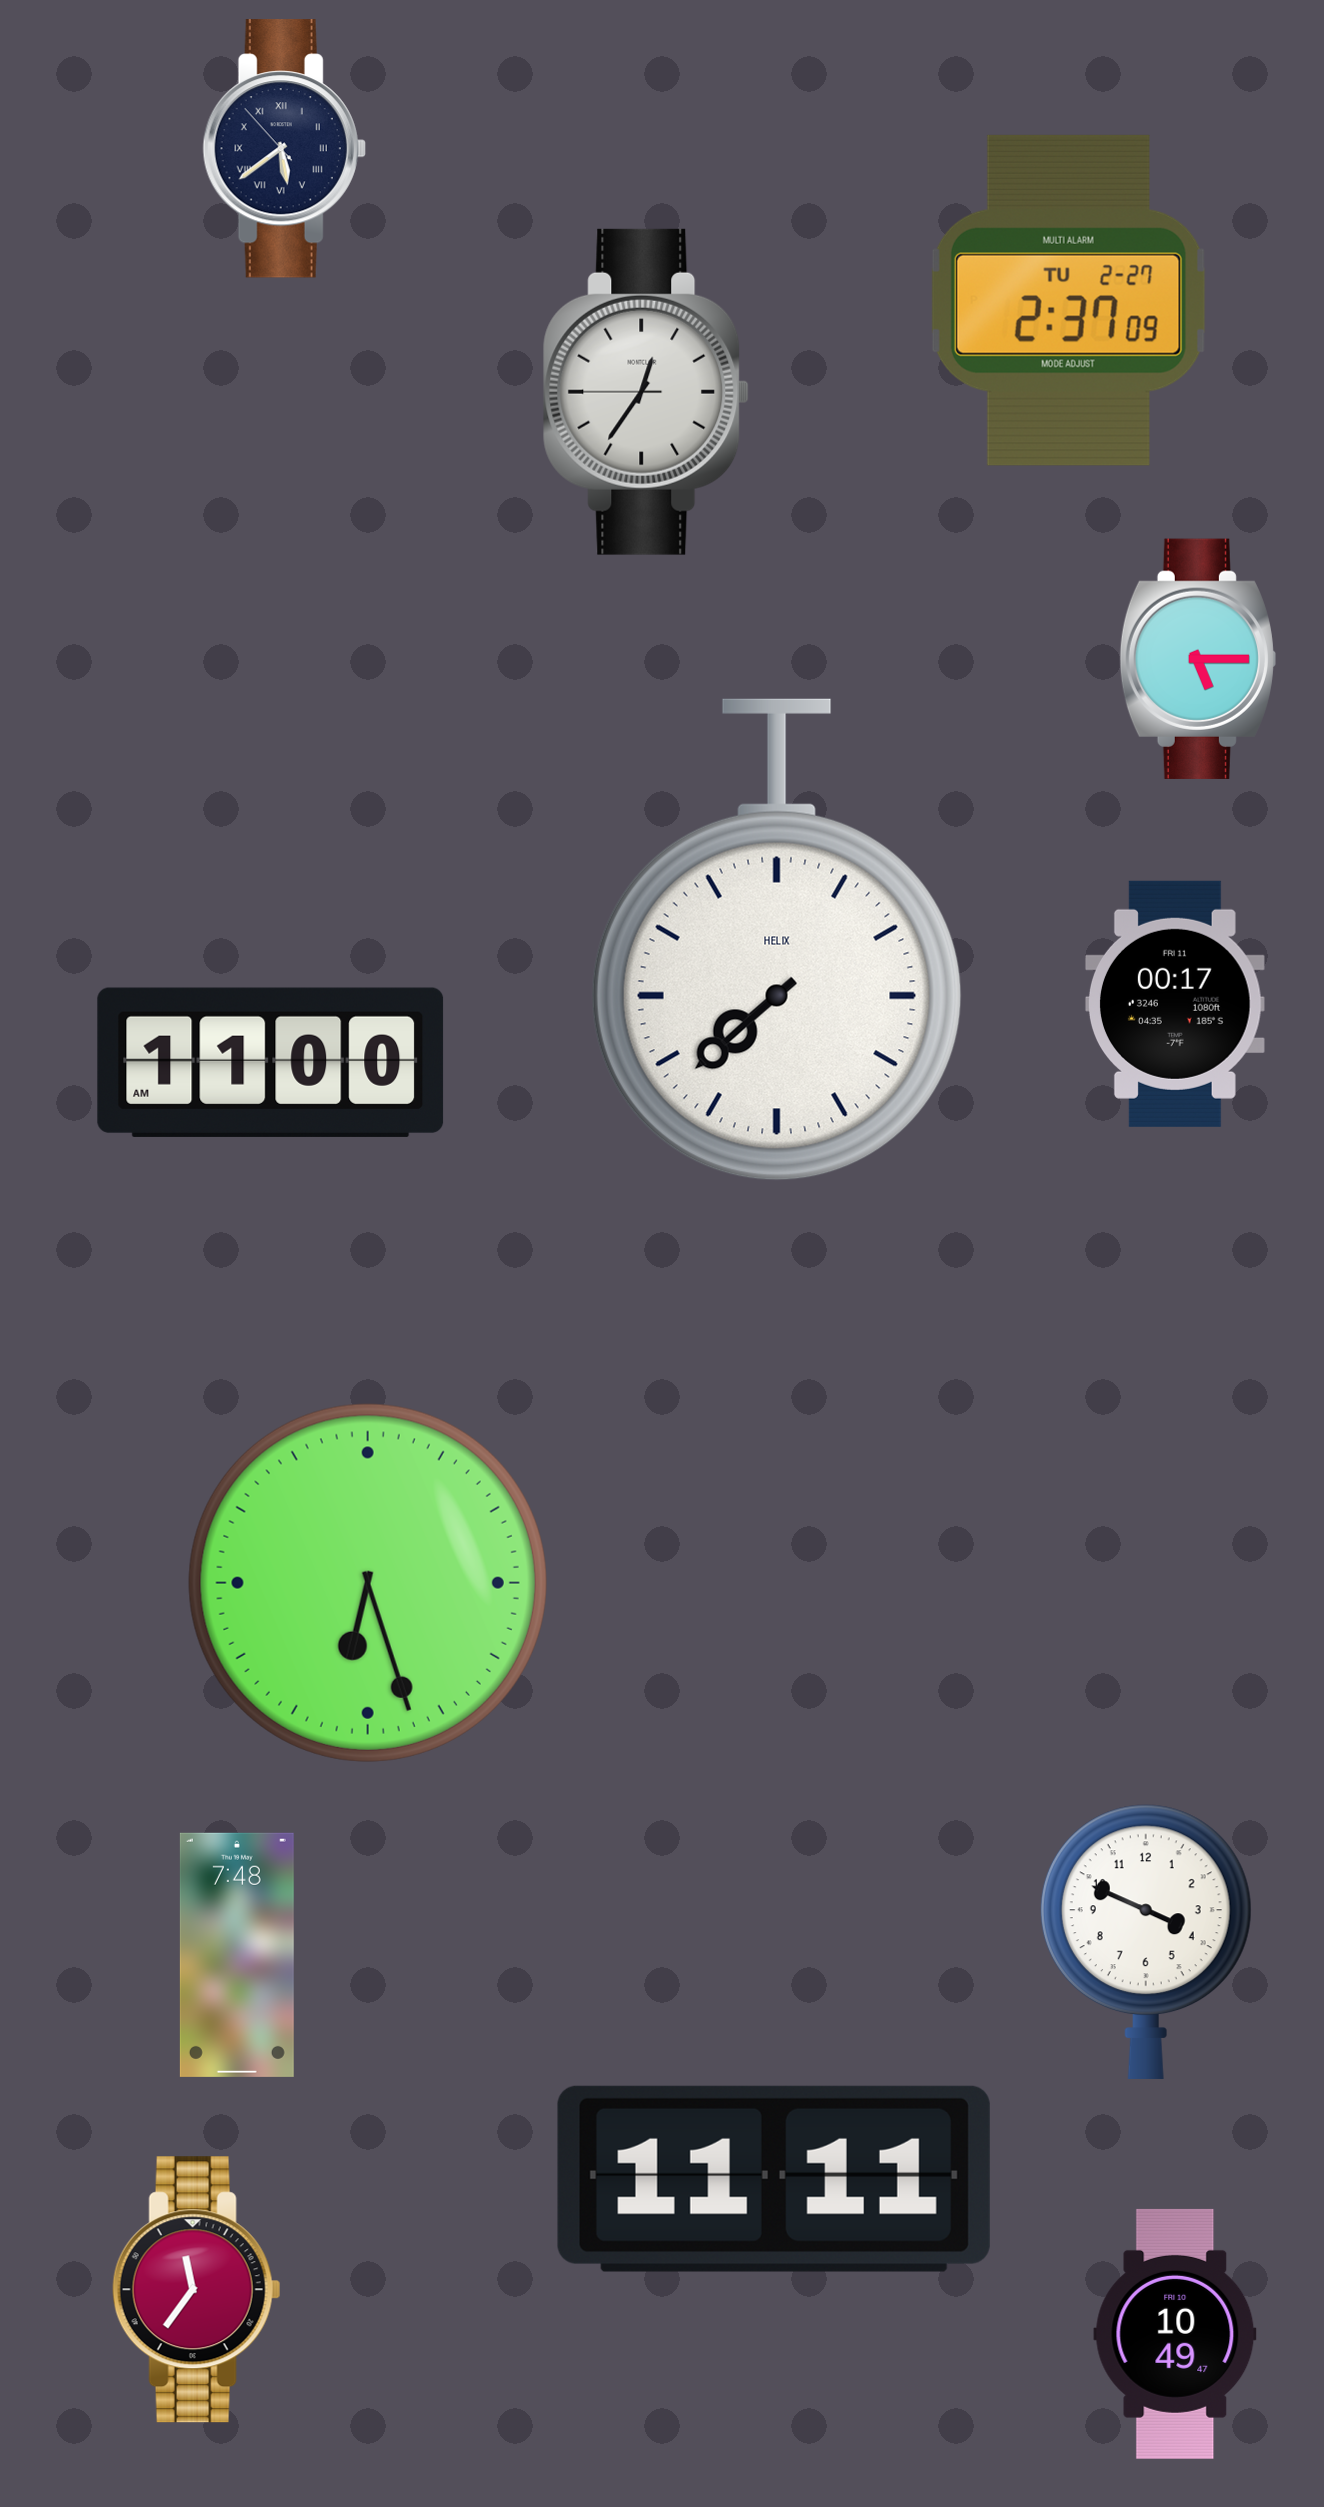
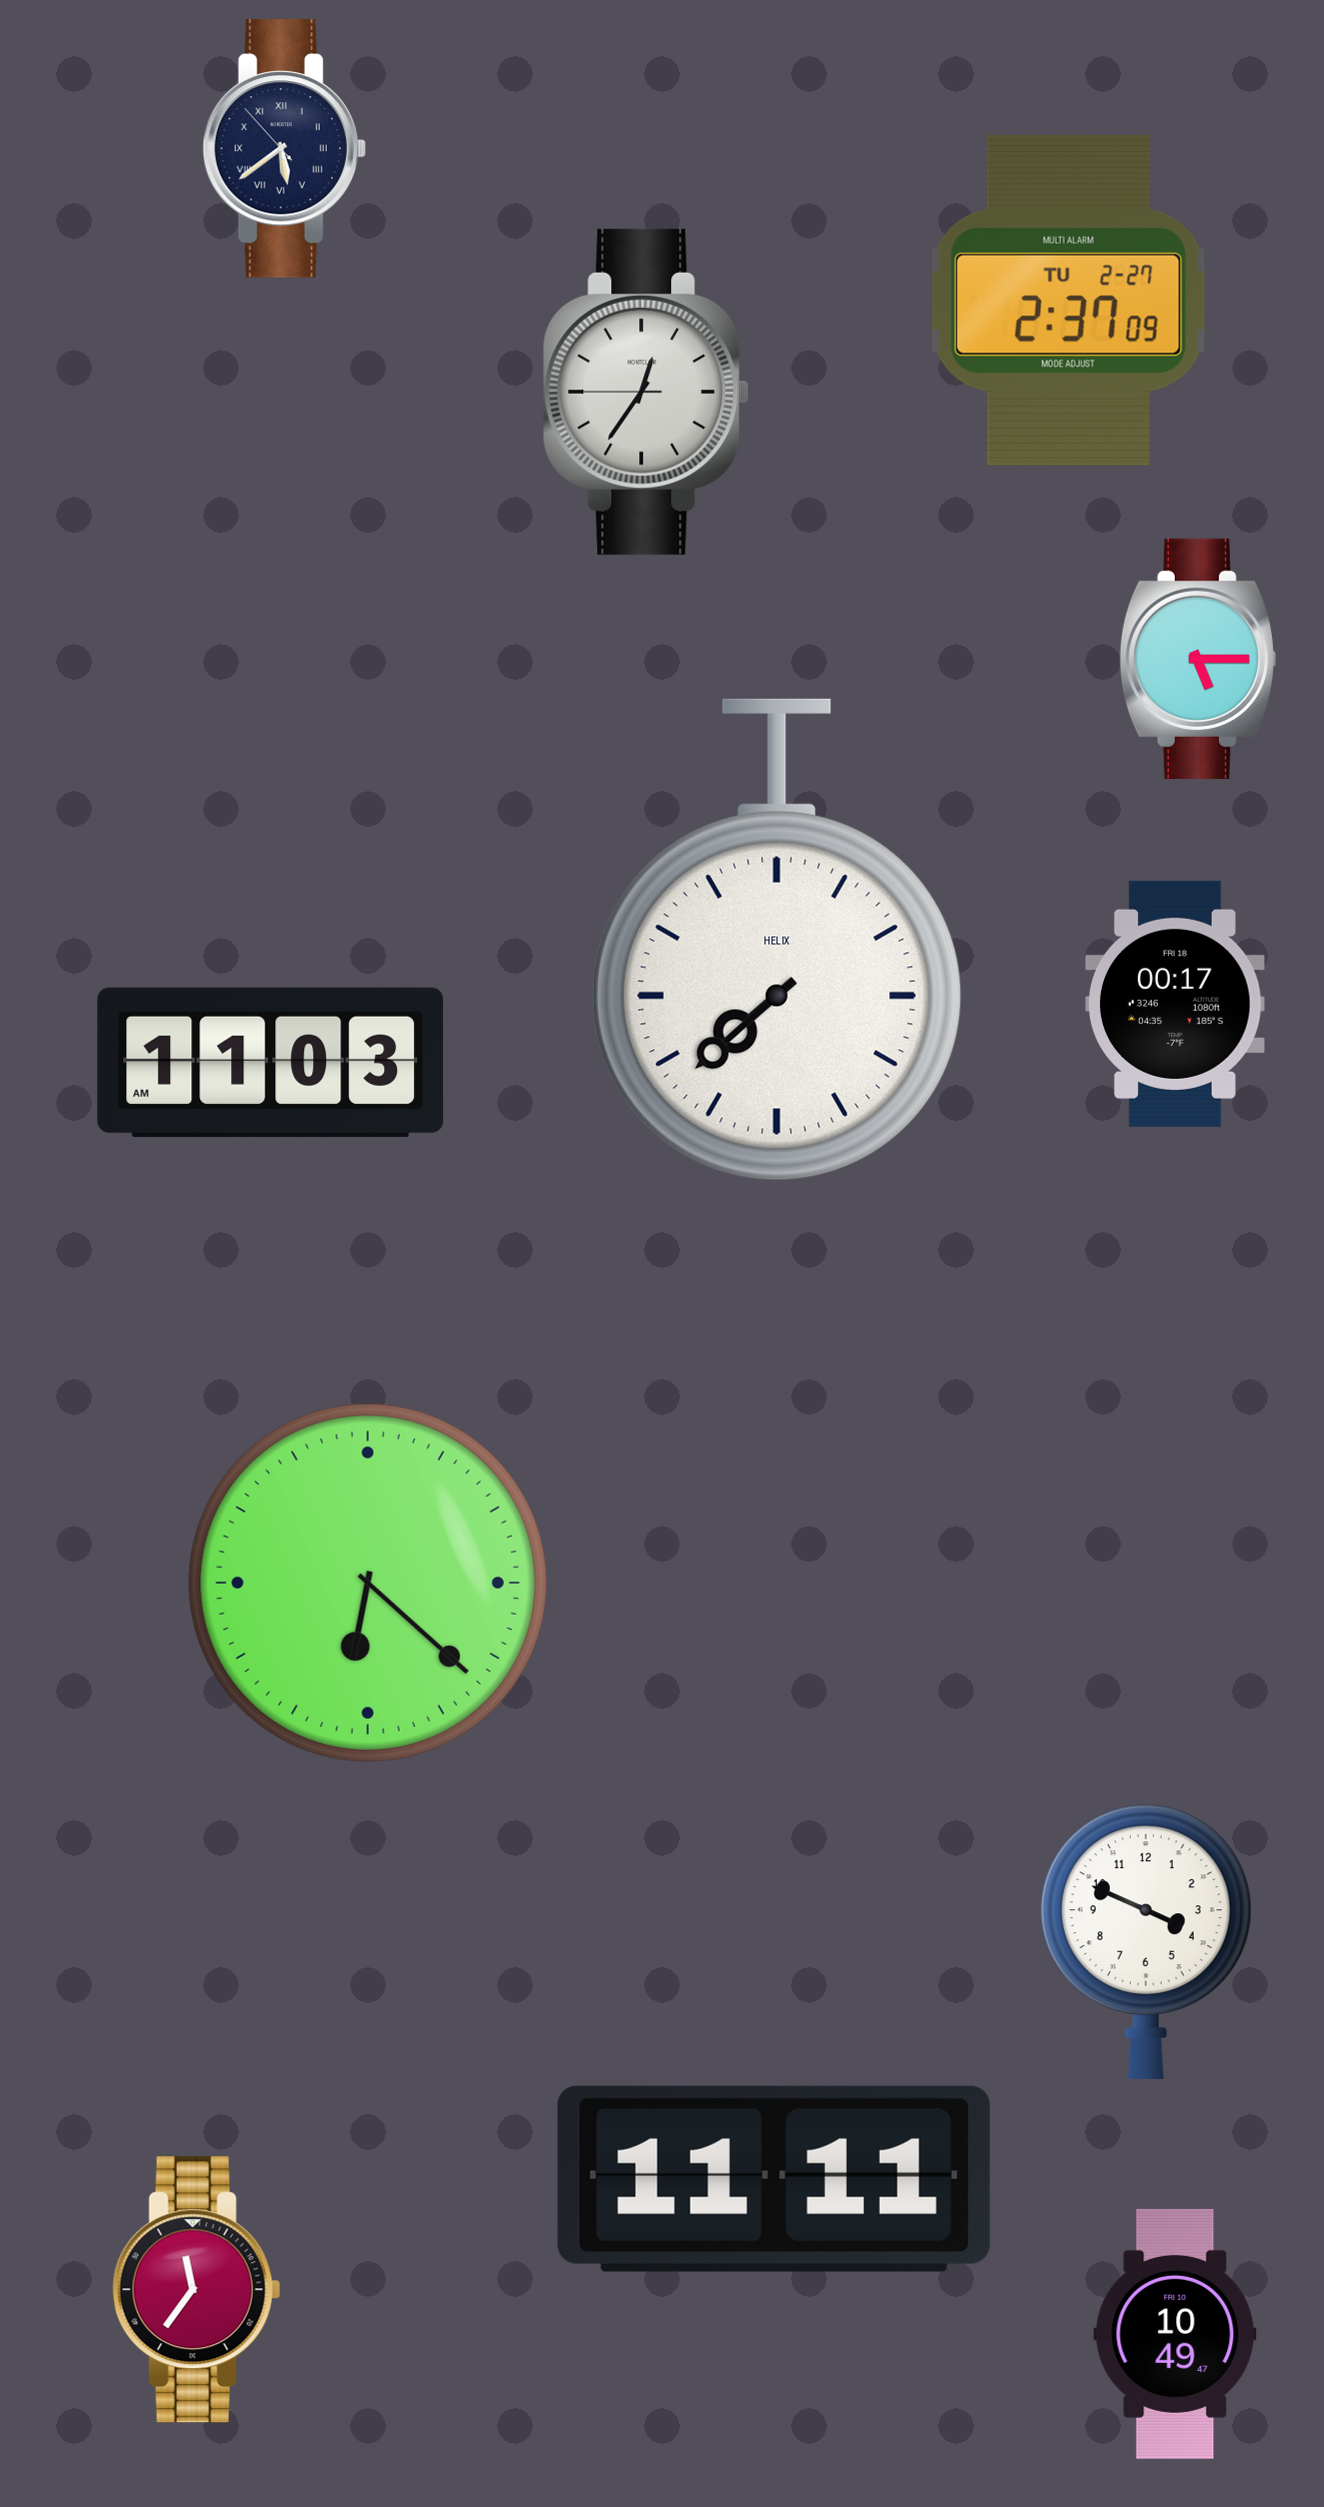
clock at (1175, 1004) date: FRI 11 -> FRI 18
clock at (271, 1062): 11:00 -> 11:03
clock at (368, 1583): 6:27 -> 6:22
clock at (237, 1955): 7:48 -> none
